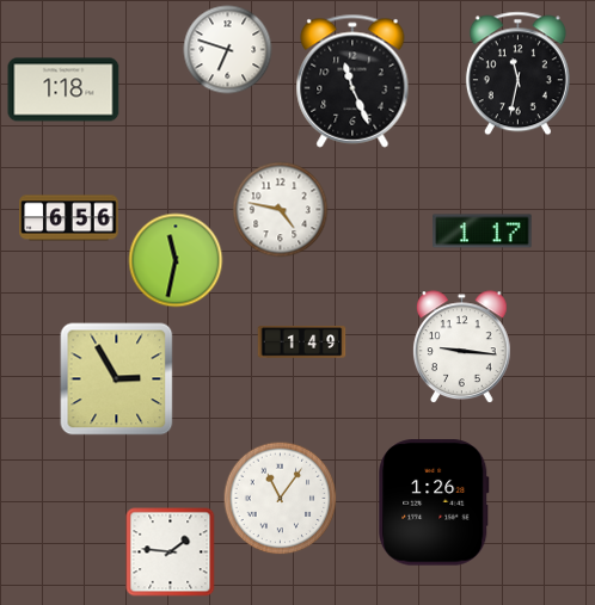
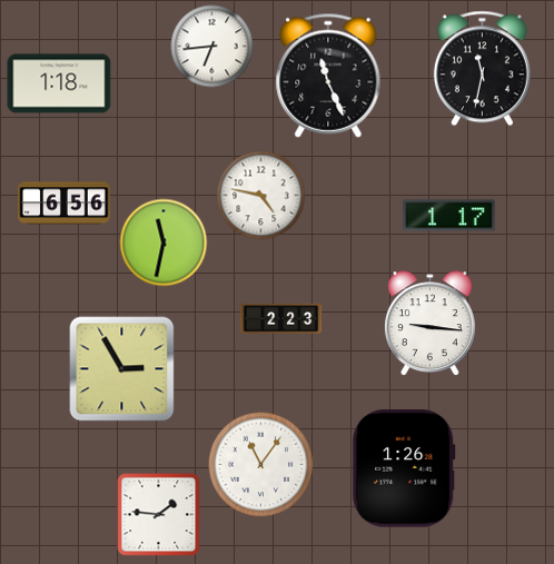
clock at (228, 50): 6:48 -> 6:44
clock at (302, 342): 1:49 -> 2:23
clock at (117, 379) position: (117, 379) -> (122, 369)
